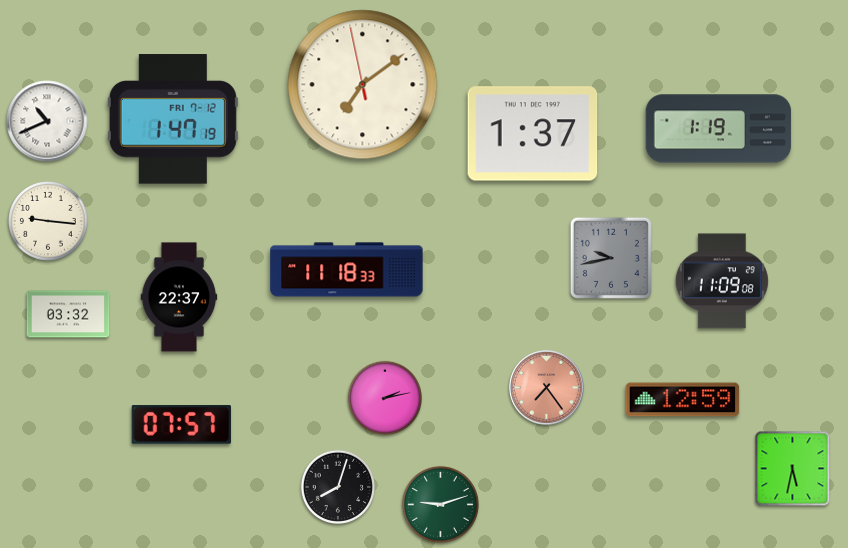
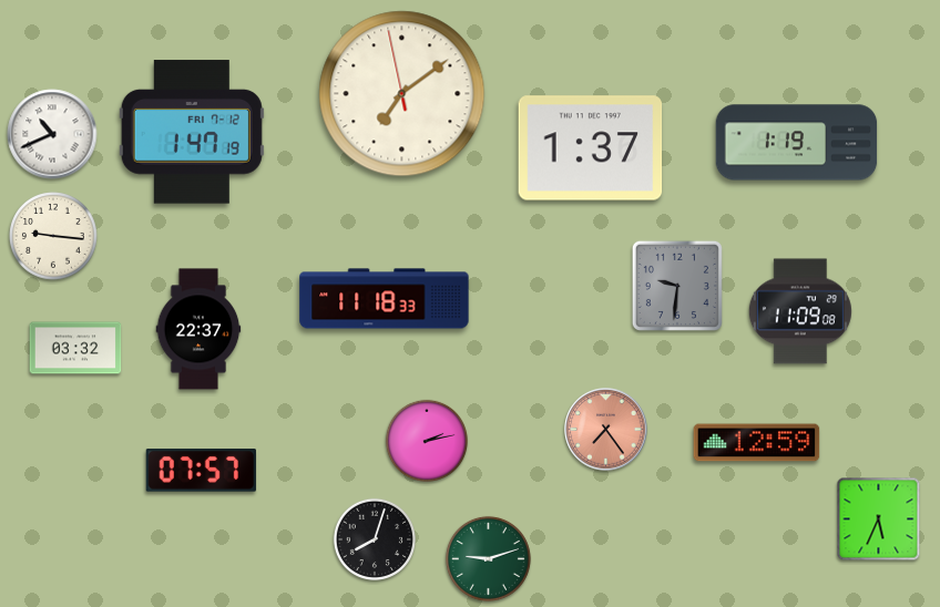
clock at (48, 221) position: (48, 221) -> (53, 236)
clock at (611, 258): 9:43 -> 9:31
clock at (793, 469): 5:32 -> 5:34
